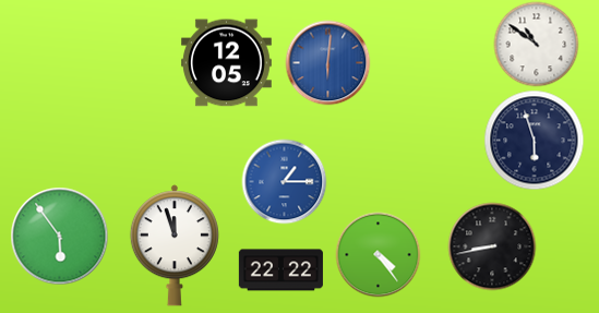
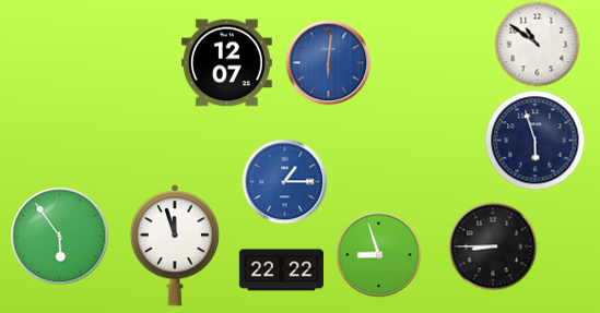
clock at (226, 63): 12:05 -> 12:07
clock at (492, 246): 8:43 -> 8:45
clock at (378, 254): 4:24 -> 8:57
